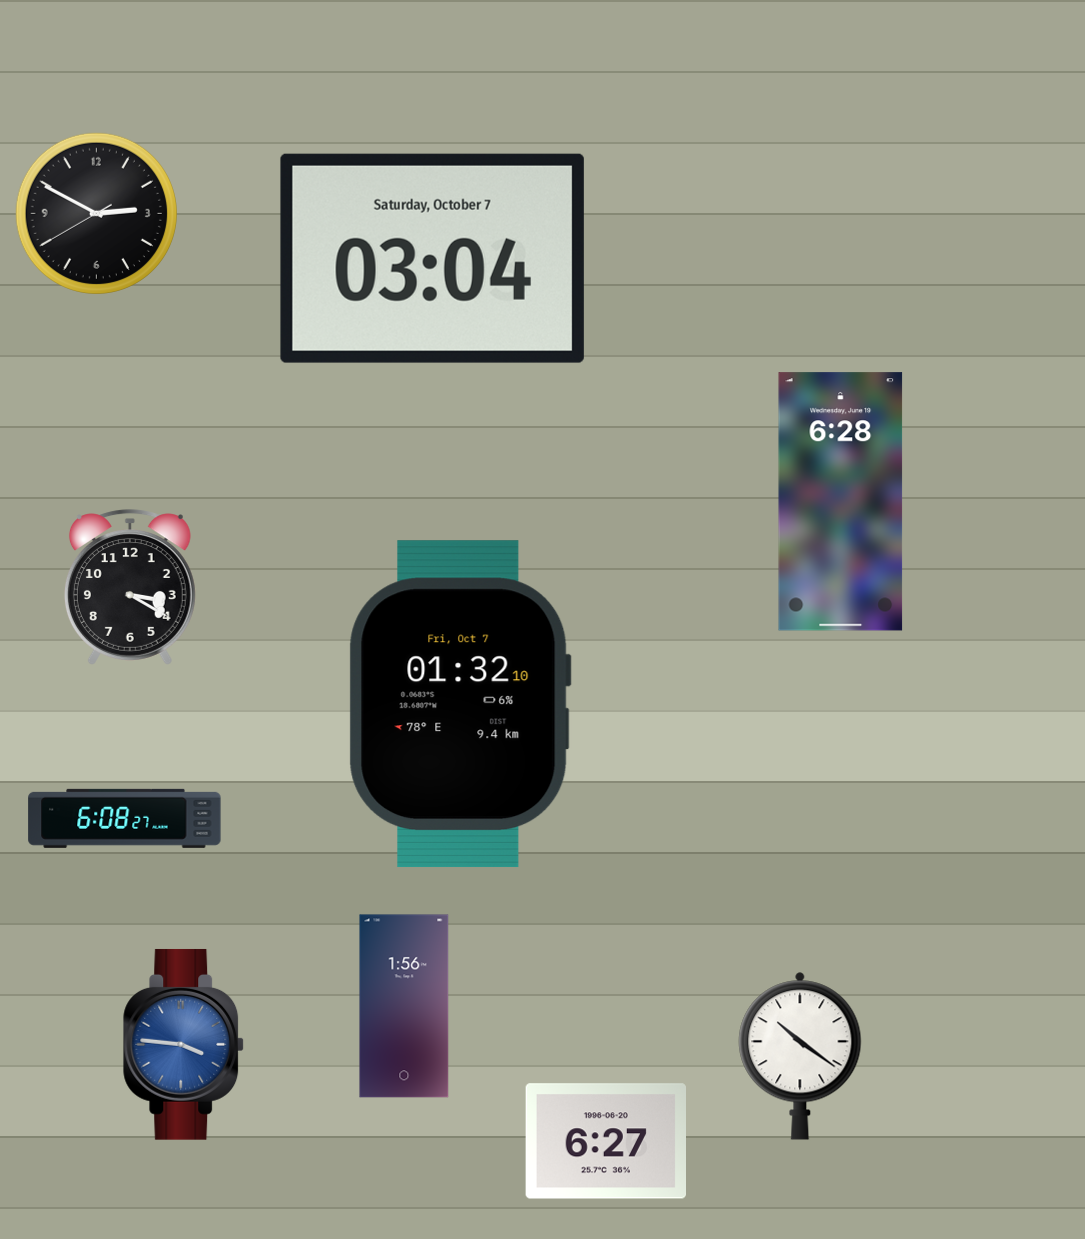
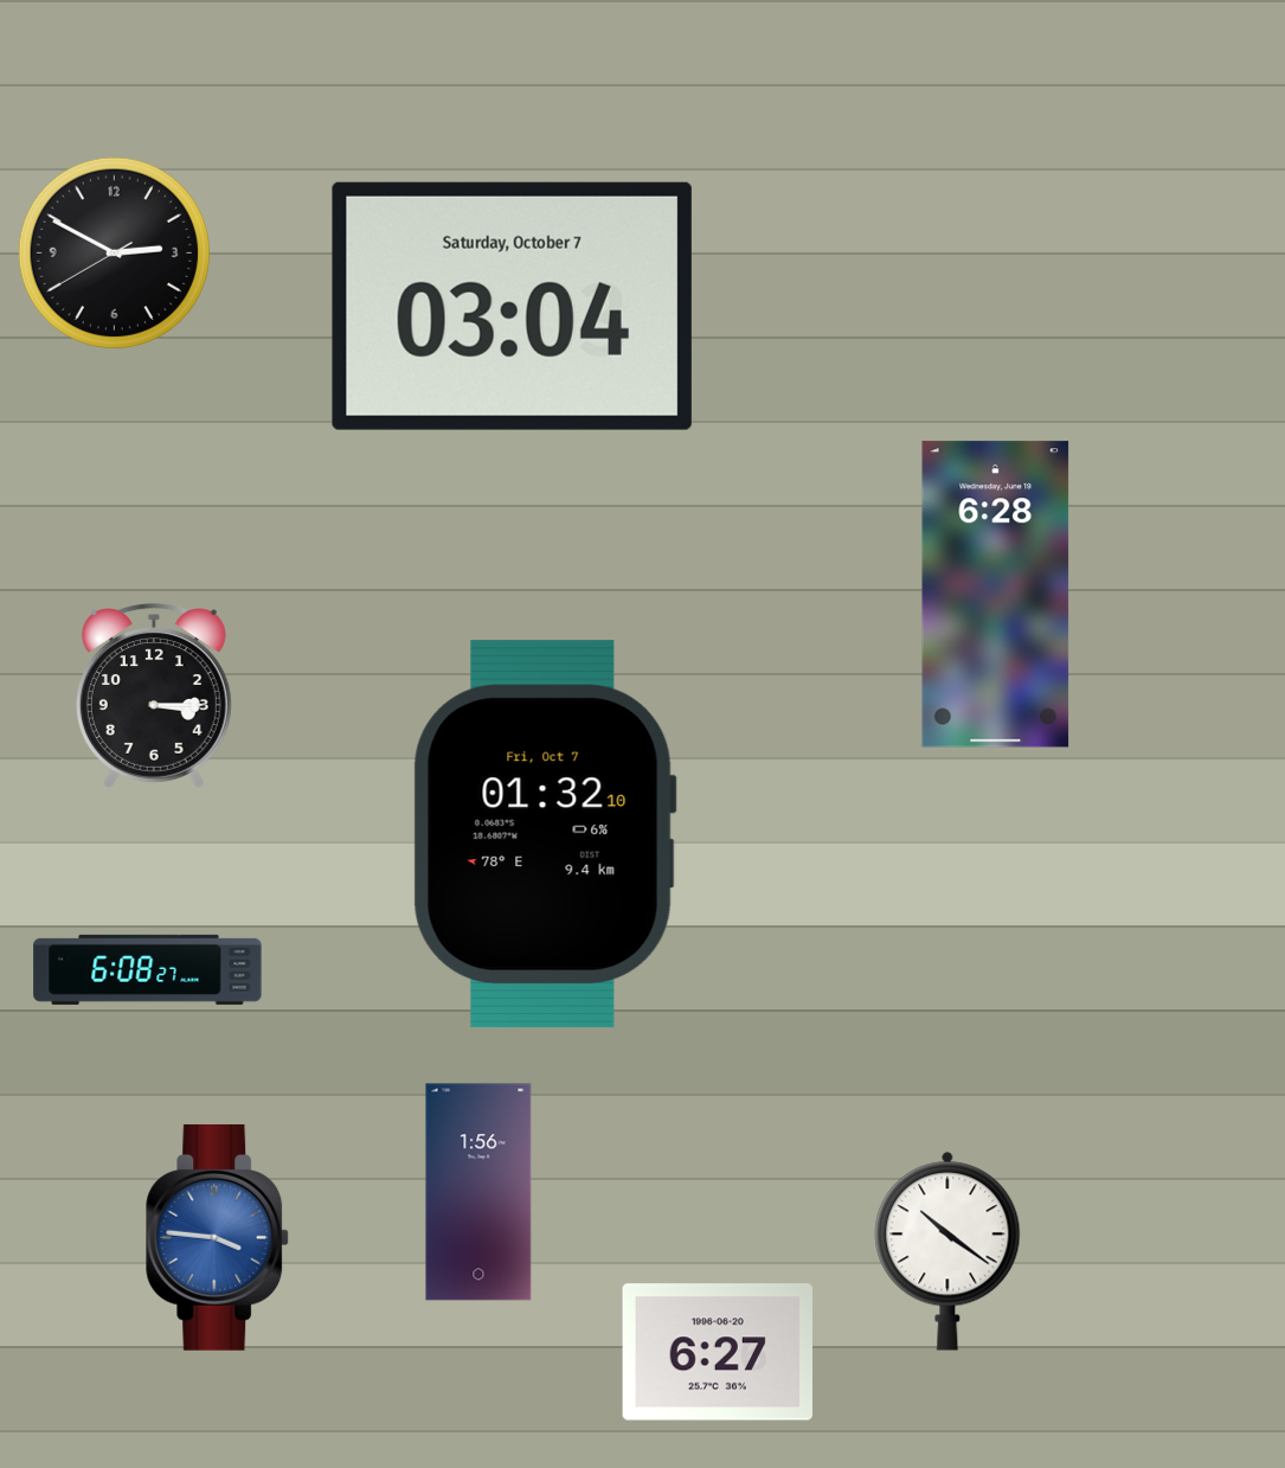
clock at (130, 587): 3:20 -> 3:15
